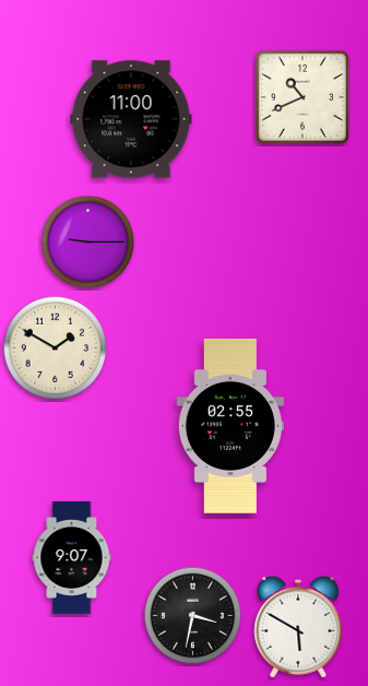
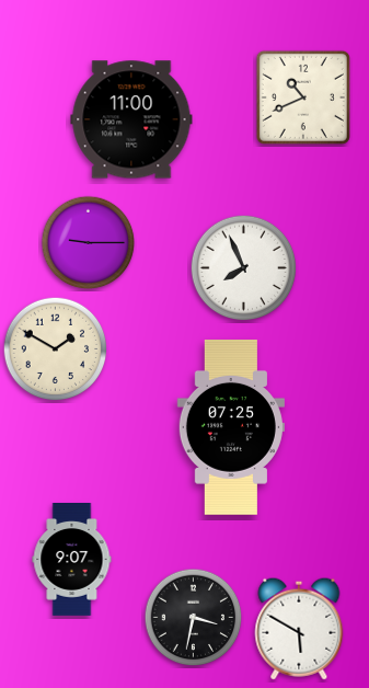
clock at (244, 268): none -> 7:56
clock at (230, 426): 02:55 -> 07:25
